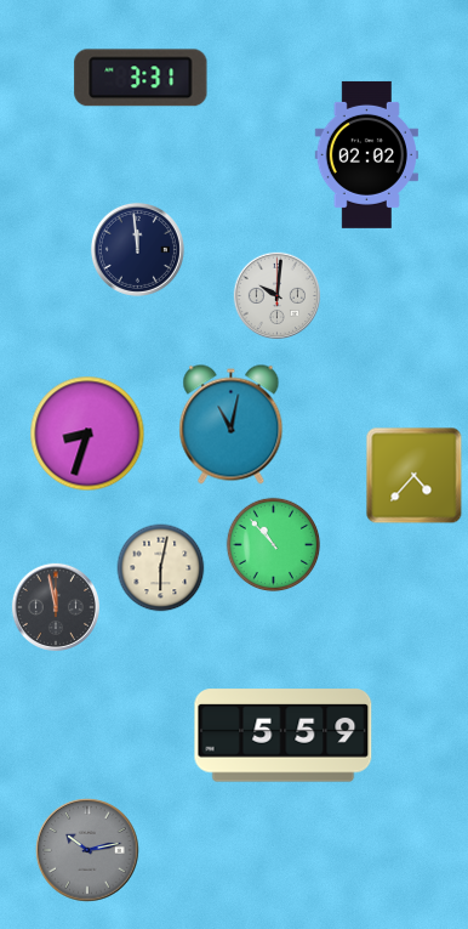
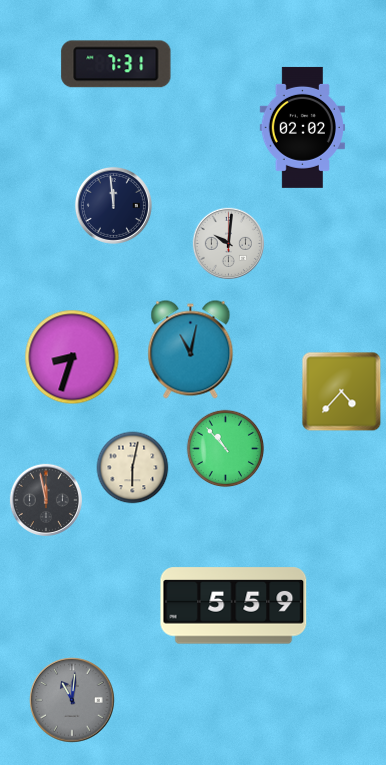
clock at (141, 78): 3:31 -> 7:31
clock at (87, 850): 10:13 -> 11:01
